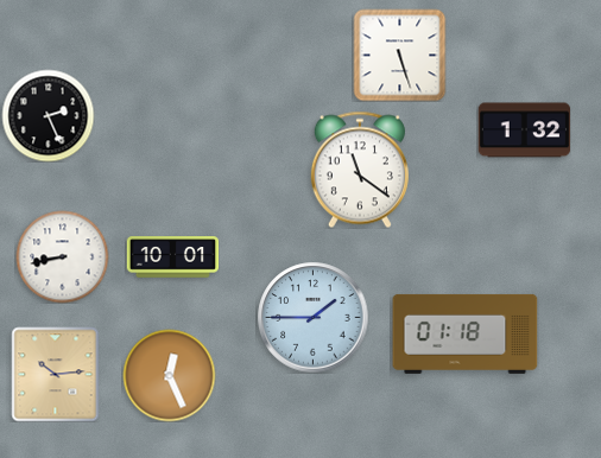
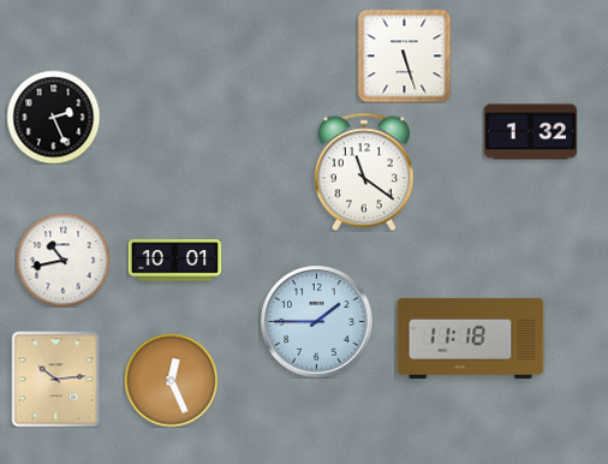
clock at (48, 115) position: (48, 115) -> (53, 117)
clock at (62, 256): 8:43 -> 10:43
clock at (466, 333): 01:18 -> 11:18
